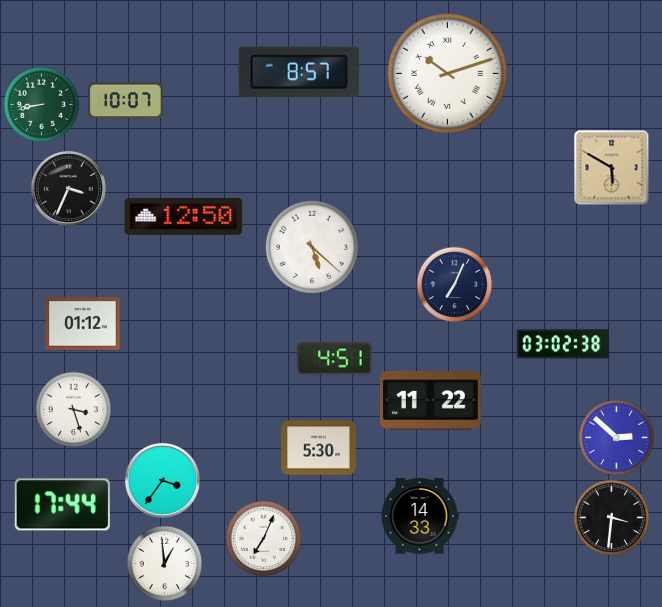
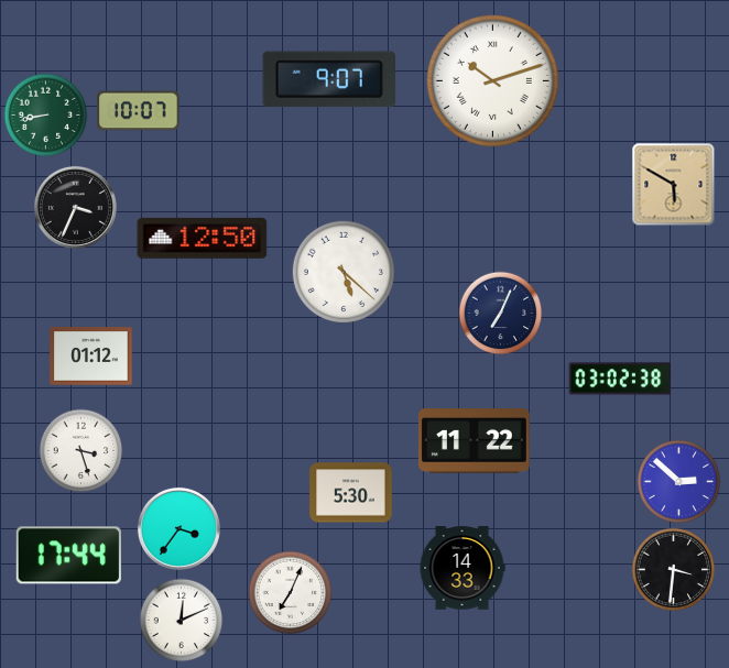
clock at (299, 72): 8:57 -> 9:07
clock at (335, 359): 4:51 -> none
clock at (165, 564): 12:59 -> 12:11
